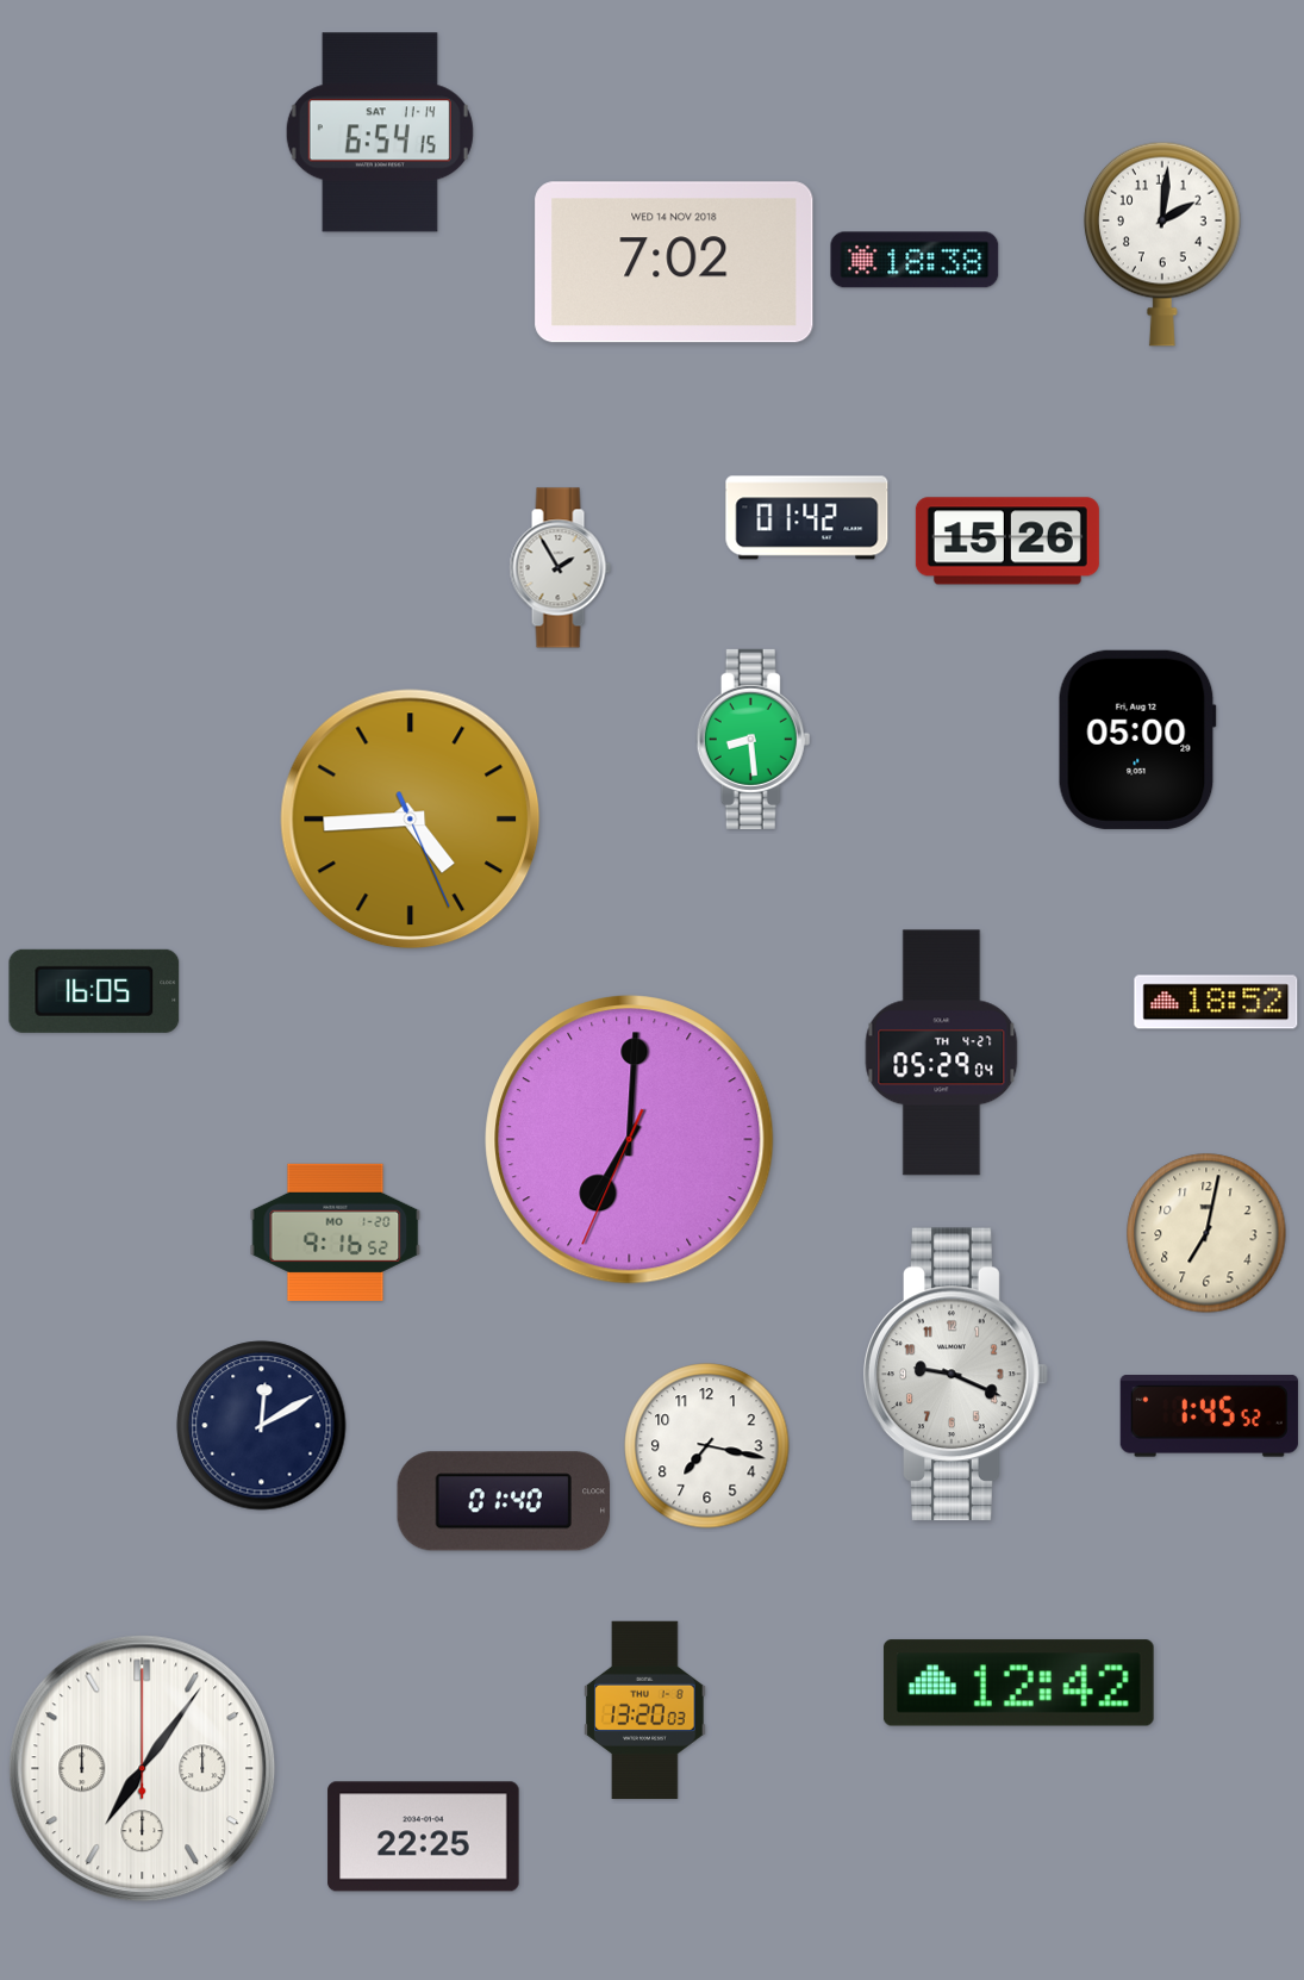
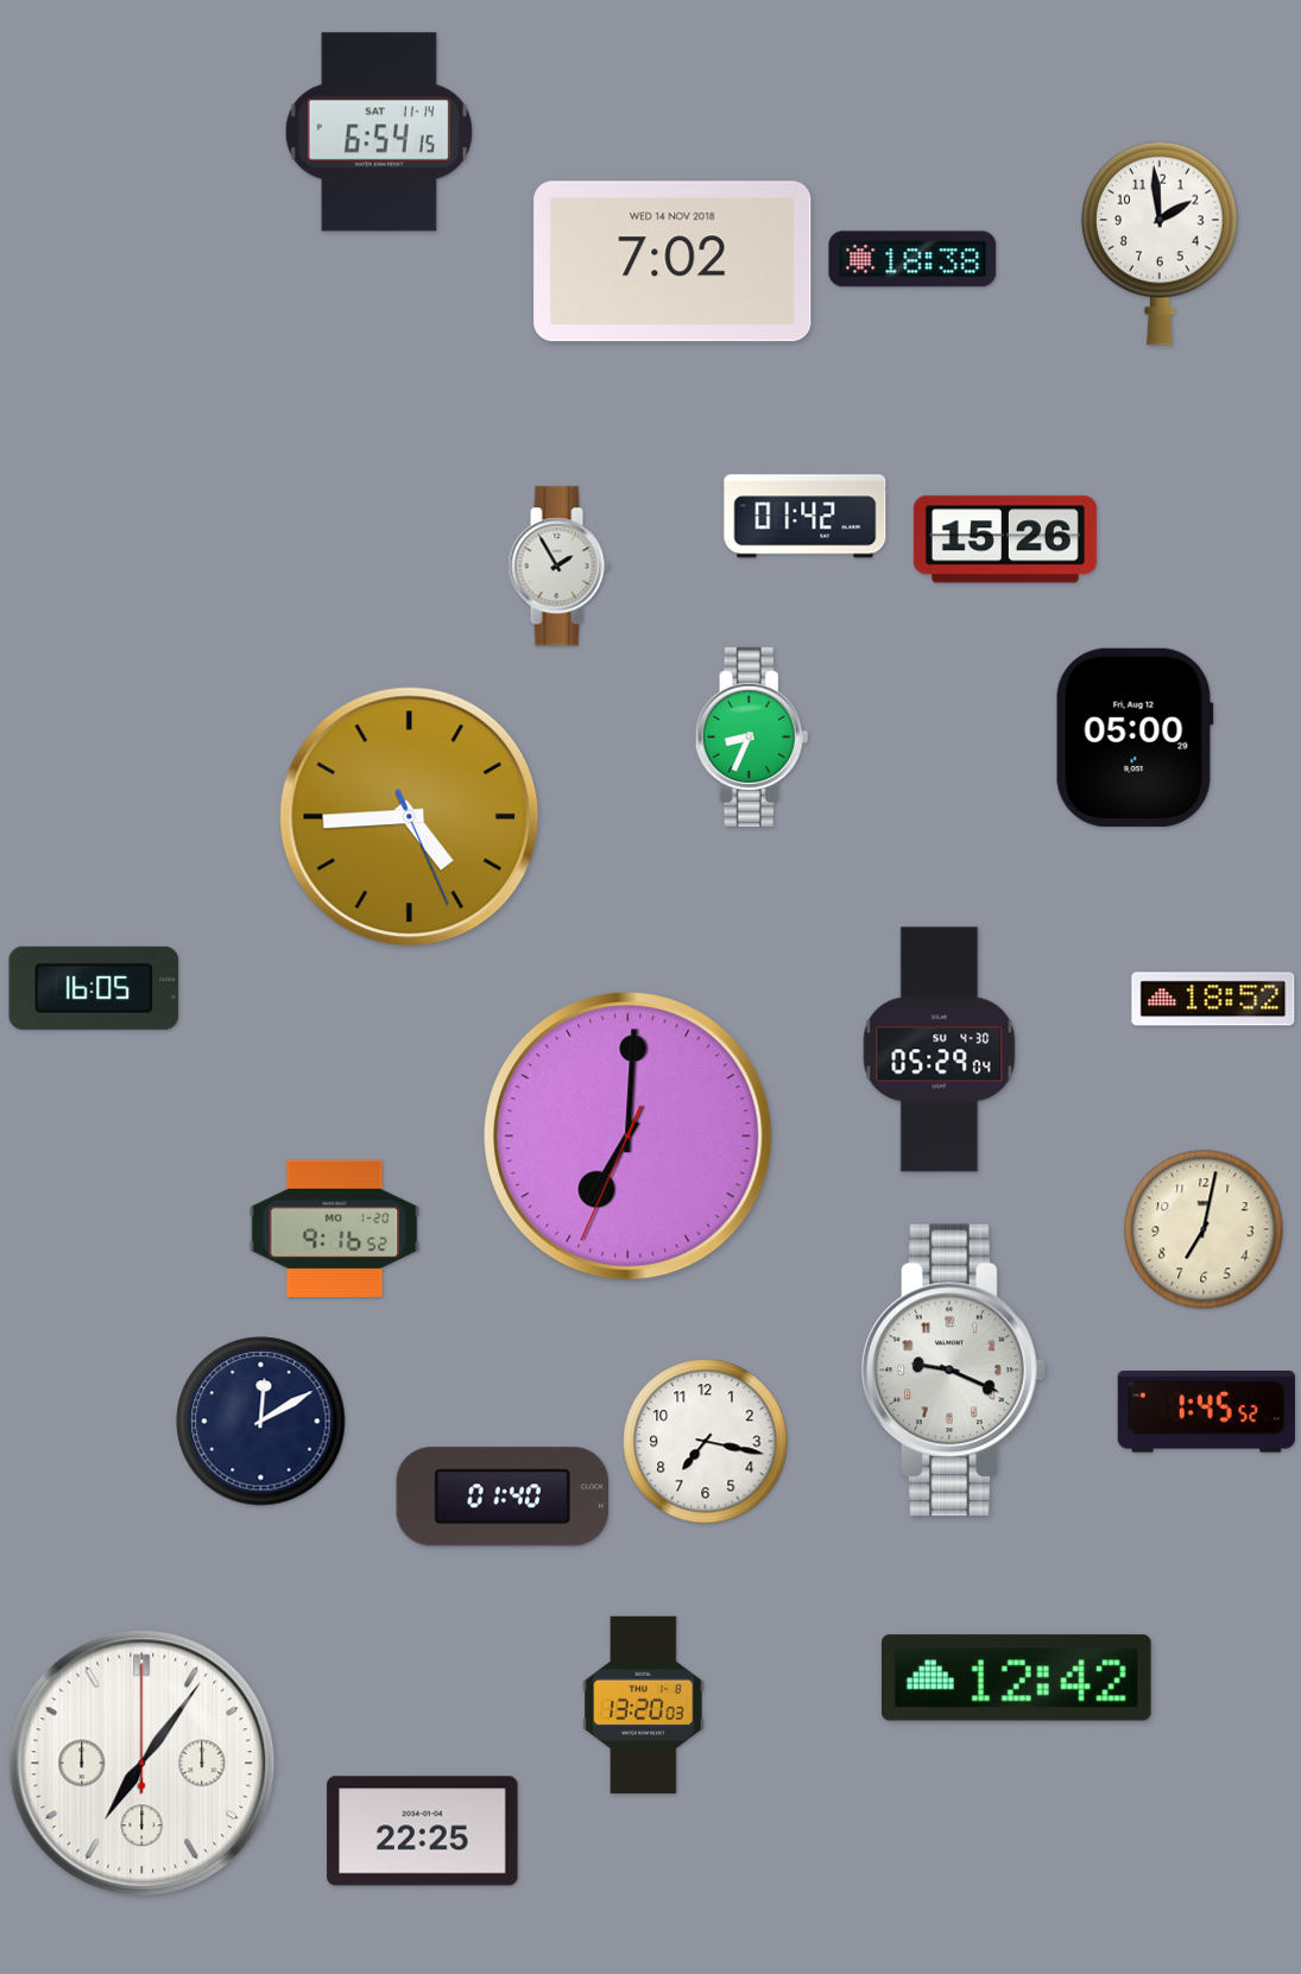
clock at (1162, 244): 2:01 -> 1:59
clock at (754, 739): 8:29 -> 8:34
clock at (942, 1053) date: TH 4-27 -> SU 4-30
